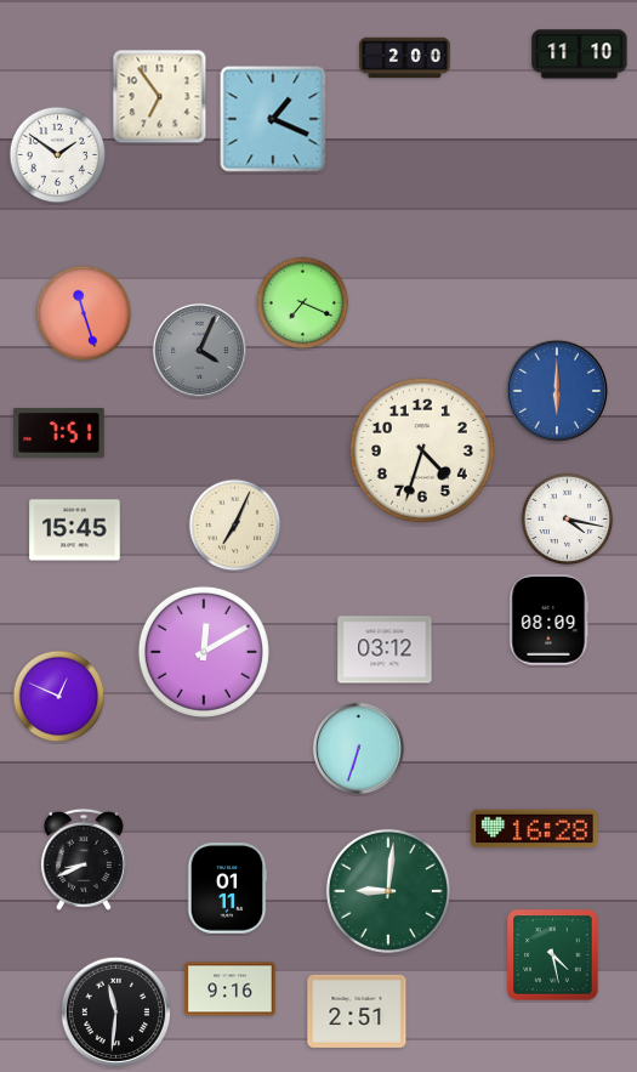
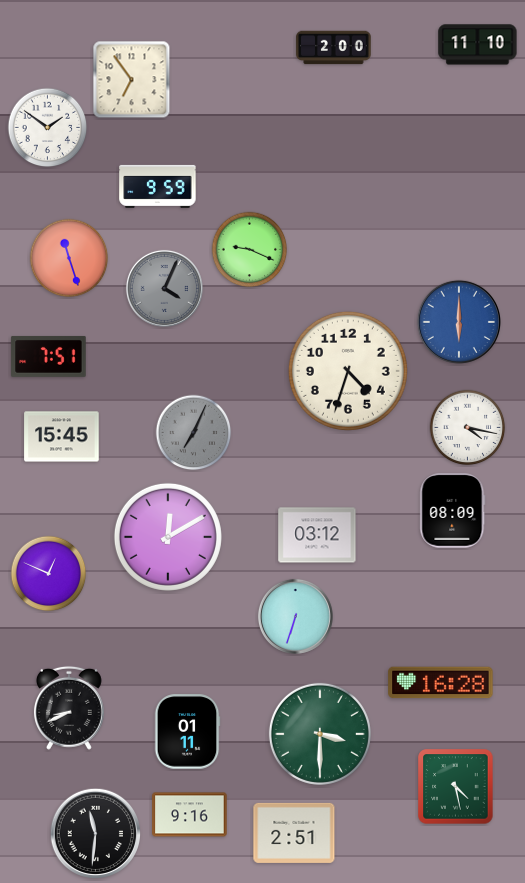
clock at (273, 119): 1:19 -> none
clock at (158, 186): none -> 9:59
clock at (303, 304): 7:19 -> 9:19
clock at (235, 526) dial: cream -> grey
clock at (388, 891): 9:01 -> 3:30
